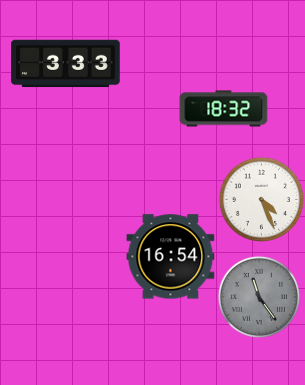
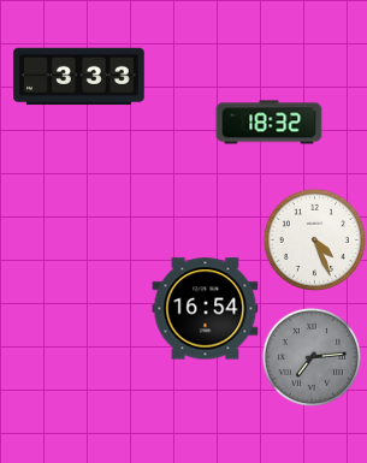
clock at (224, 109) position: (224, 109) -> (270, 123)
clock at (259, 297): 11:24 -> 7:14
